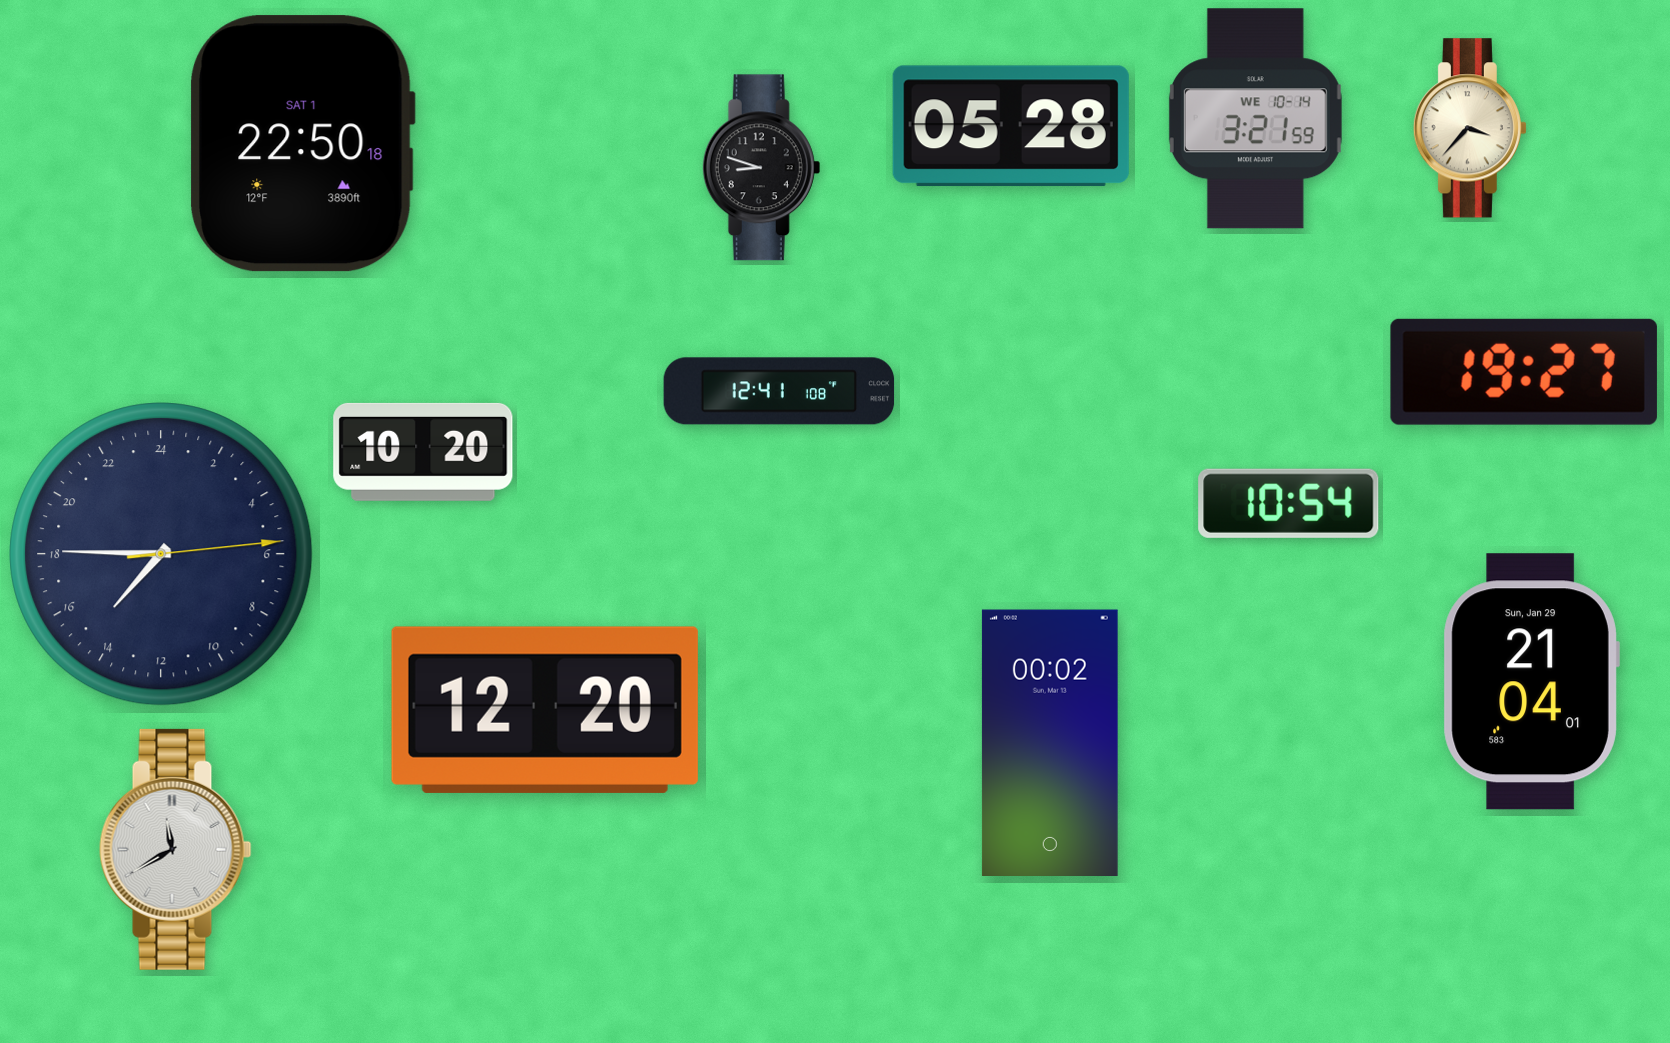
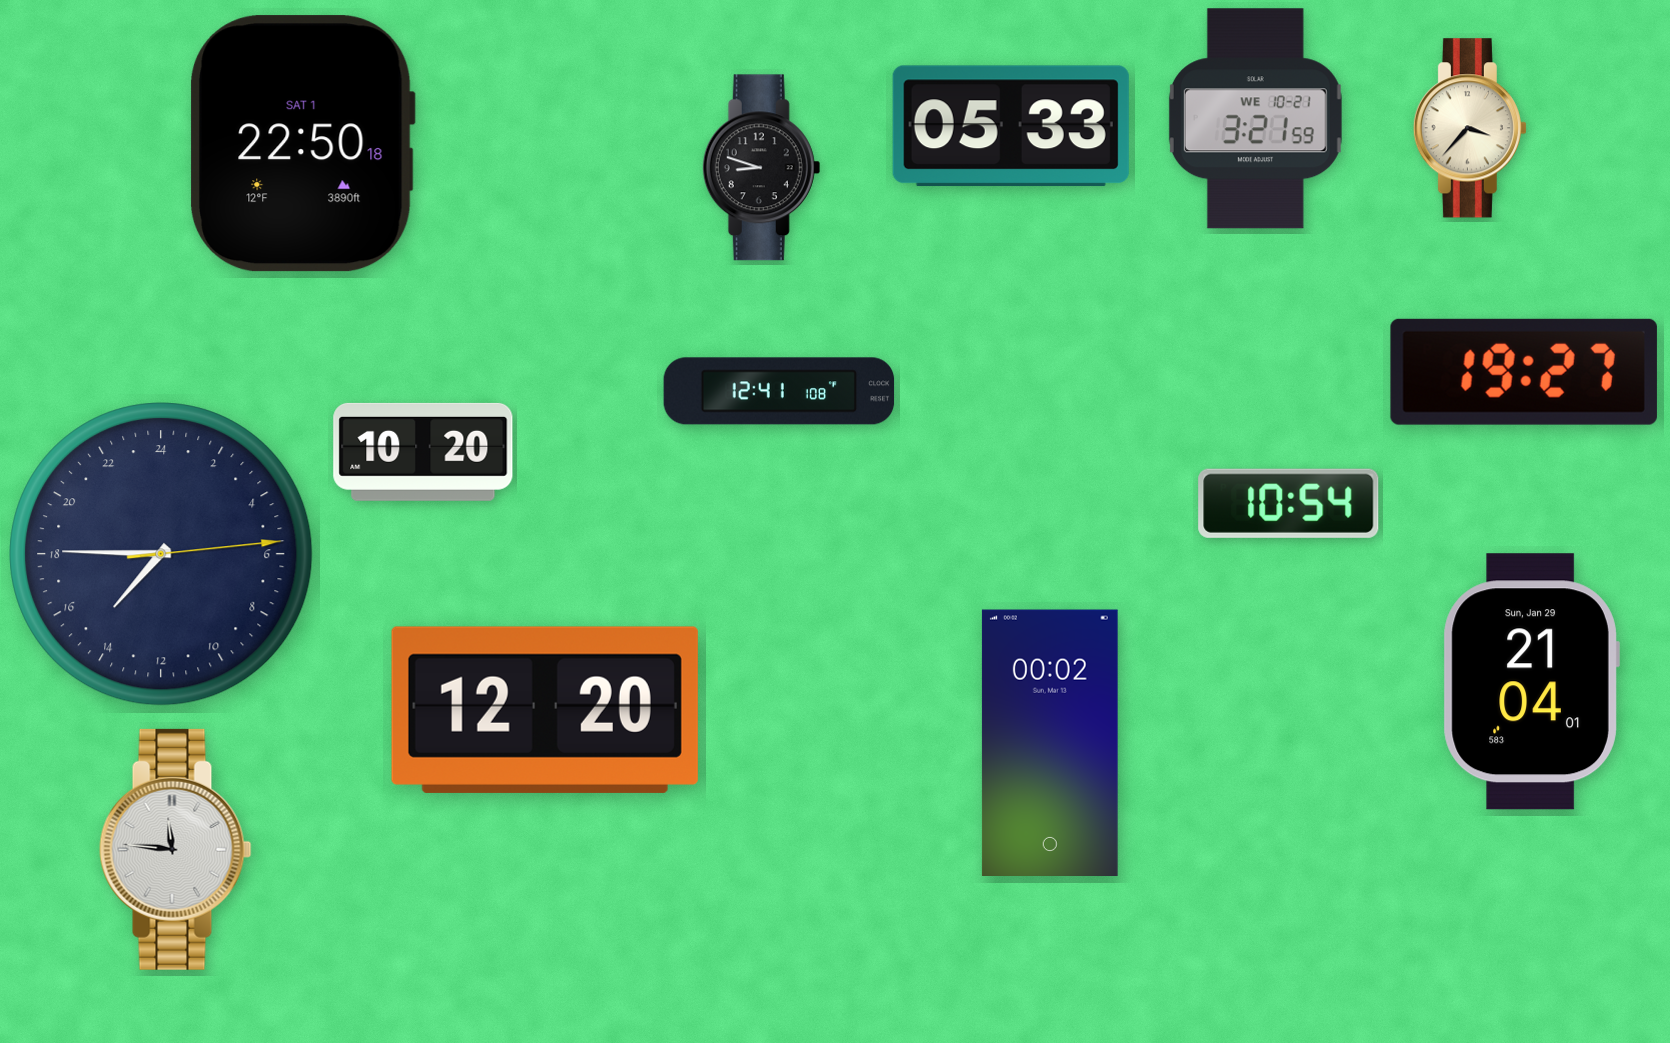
clock at (1255, 119) date: WE 10-14 -> WE 10-21
clock at (1011, 126): 05:28 -> 05:33
clock at (176, 849): 11:40 -> 11:46
